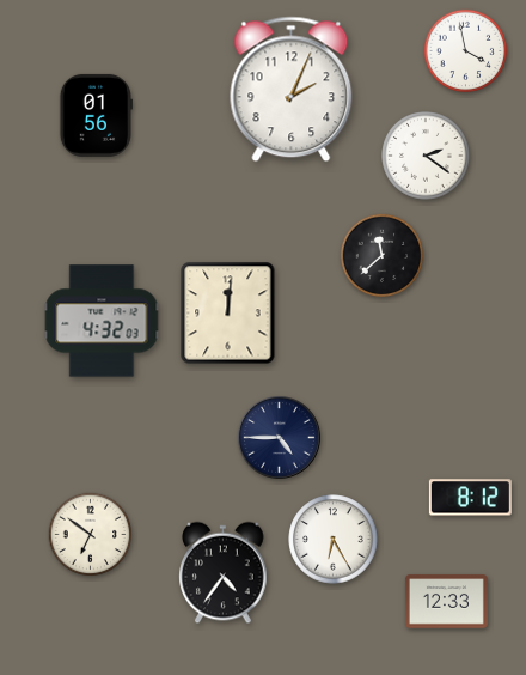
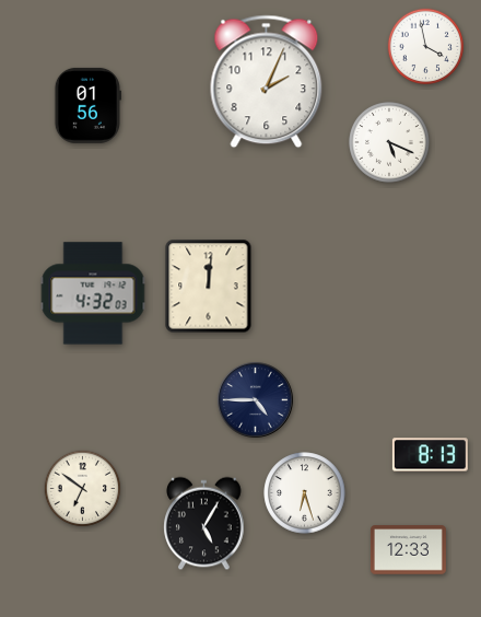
clock at (427, 157): 2:21 -> 5:19
clock at (383, 256): 11:38 -> none
clock at (470, 498): 8:12 -> 8:13
clock at (334, 540): 6:25 -> 6:27
clock at (224, 573): 4:36 -> 5:05
